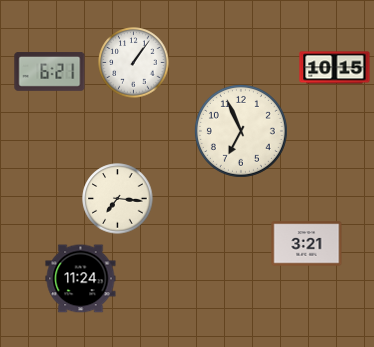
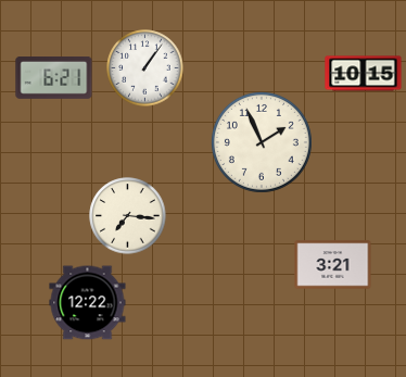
clock at (241, 131): 6:56 -> 1:56
clock at (81, 279): 11:24 -> 12:22
